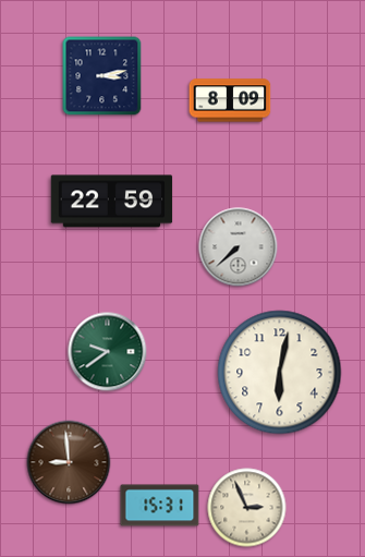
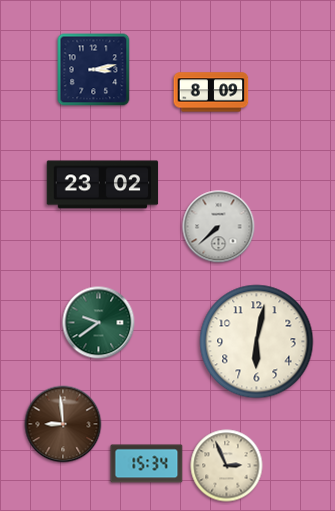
clock at (112, 202): 22:59 -> 23:02
clock at (160, 506): 15:31 -> 15:34
